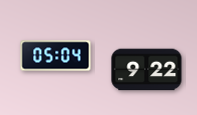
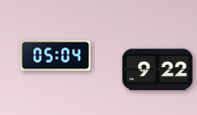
clock at (147, 70) position: (147, 70) -> (158, 70)
